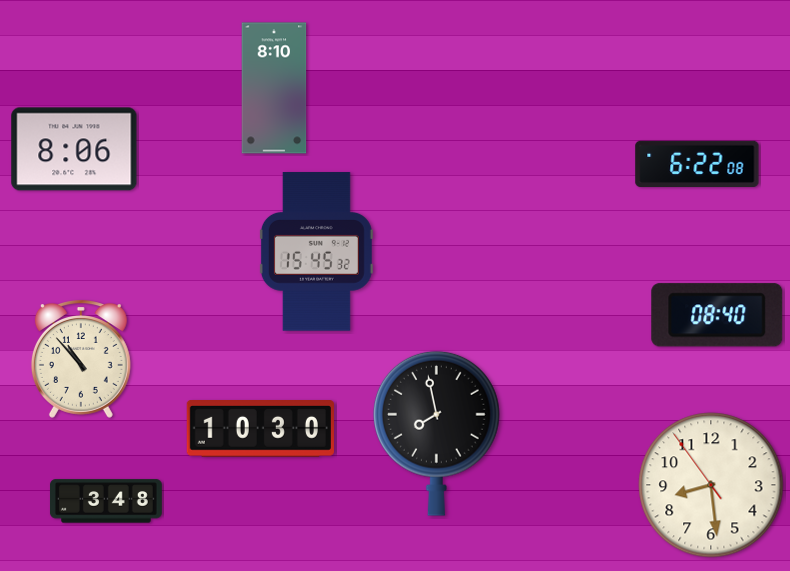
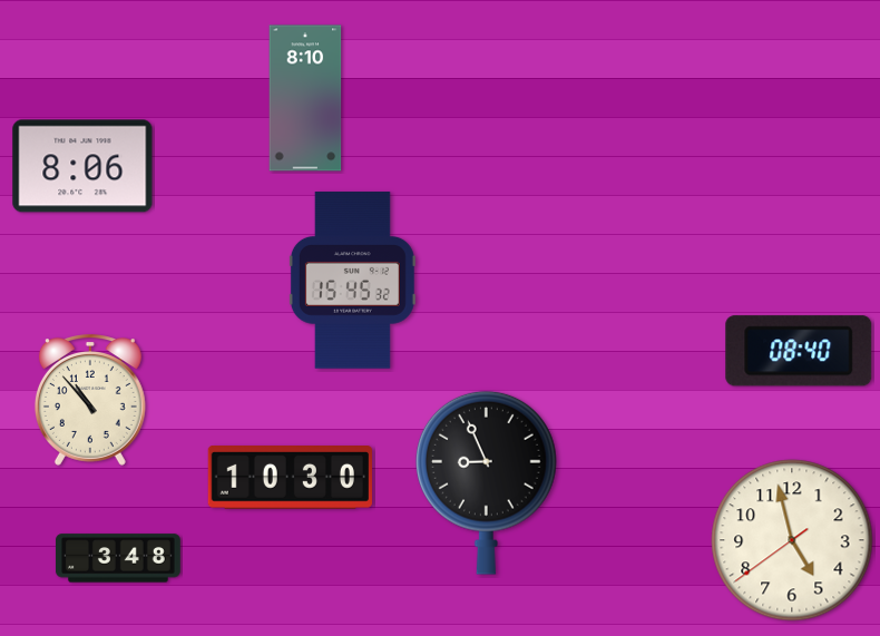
clock at (697, 164): 6:22 -> none
clock at (436, 433): 7:58 -> 8:56
clock at (711, 485): 8:28 -> 4:57
